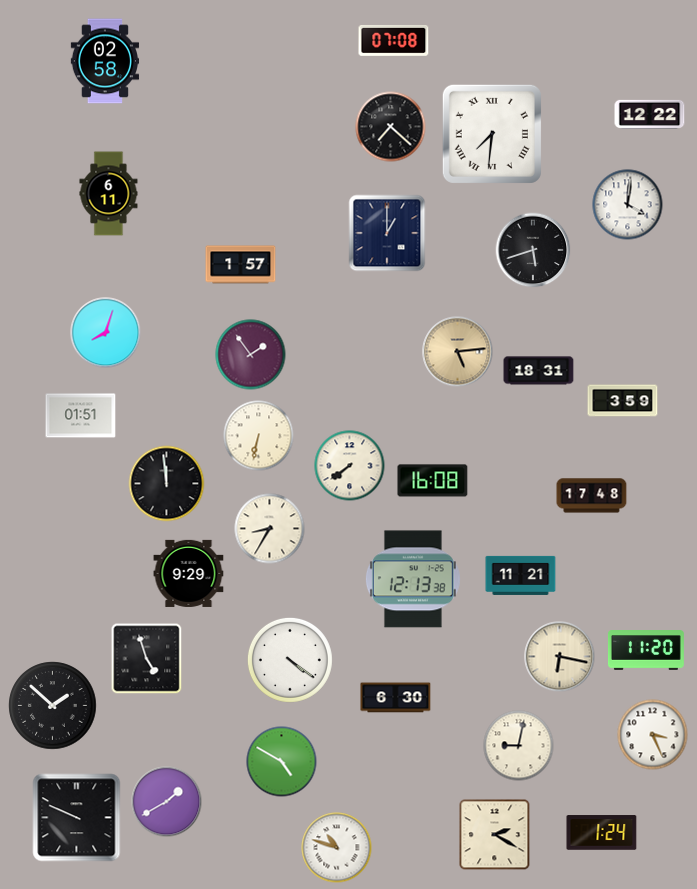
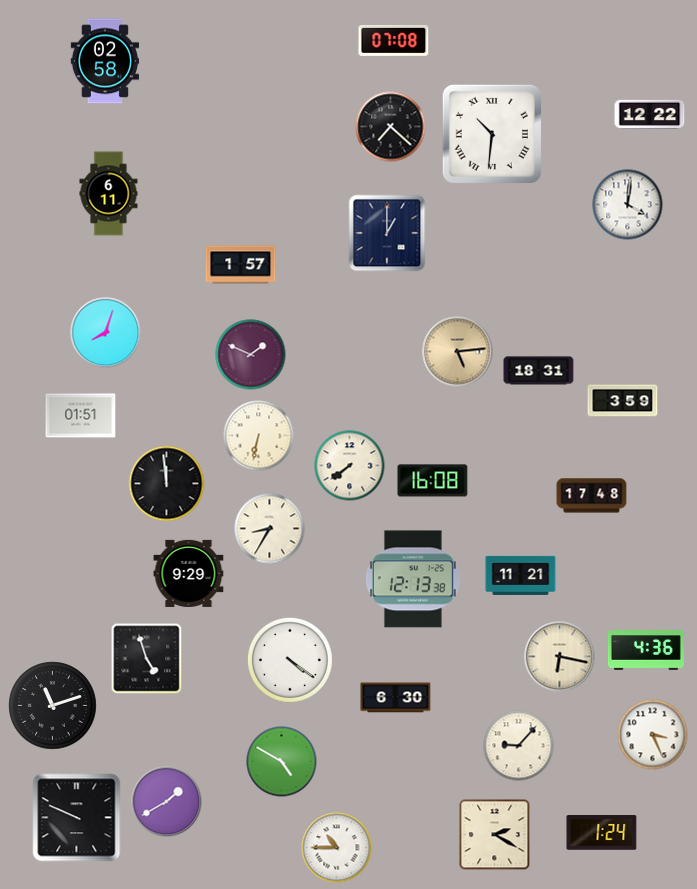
clock at (492, 134): 7:31 -> 10:31
clock at (533, 250): 5:42 -> none
clock at (251, 355): 1:54 -> 1:49
clock at (646, 651): 11:20 -> 4:36
clock at (53, 706): 1:52 -> 11:12
clock at (519, 746): 9:02 -> 9:07
clock at (337, 848): 10:48 -> 10:45
